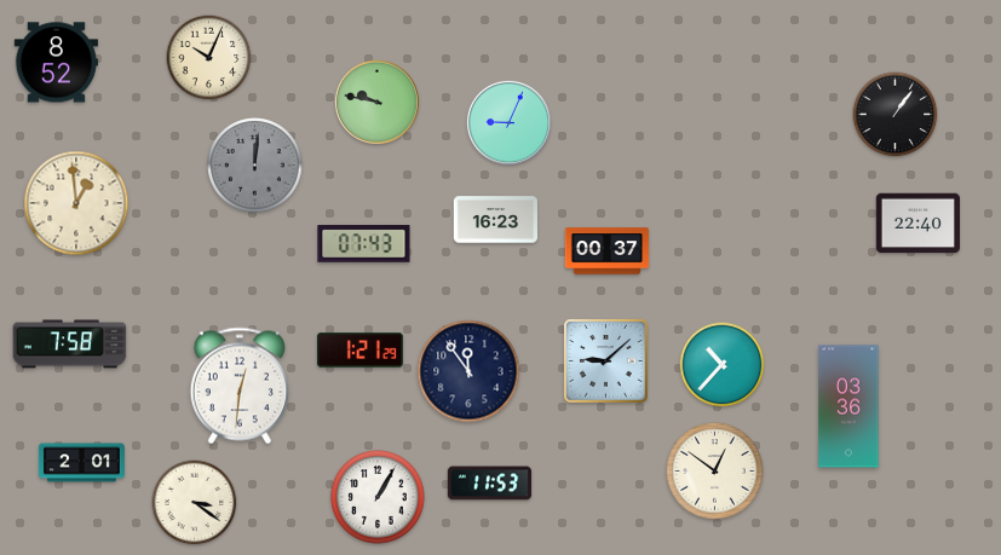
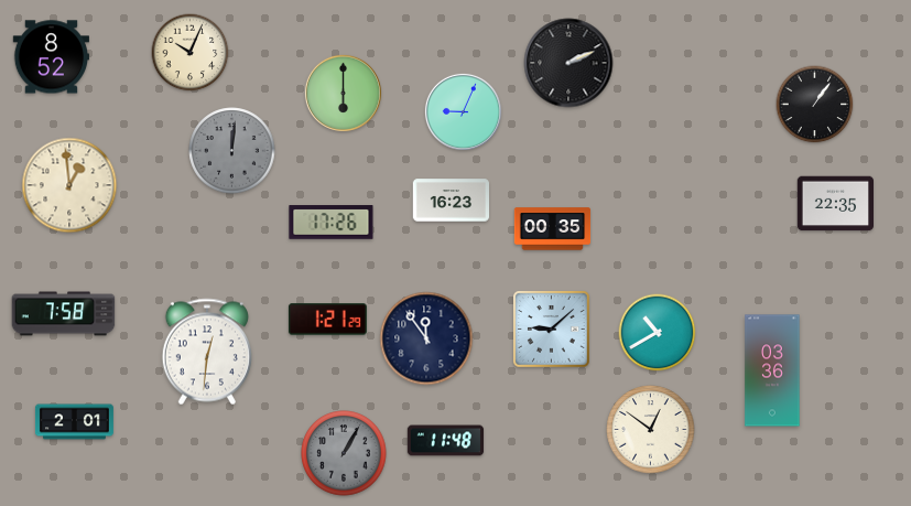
clock at (568, 63): none -> 2:11
clock at (376, 102): 9:47 -> 6:00
clock at (917, 224): 22:40 -> 22:35
clock at (364, 244): 07:43 -> 17:26
clock at (608, 252): 00:37 -> 00:35
clock at (723, 365): 10:37 -> 10:40
clock at (240, 386) position: (240, 386) -> (207, 352)
clock at (490, 484): 11:53 -> 11:48
clock at (378, 497) dial: white -> grey
clock at (195, 503): 3:21 -> none
